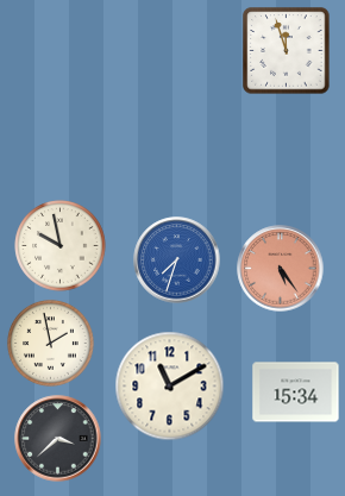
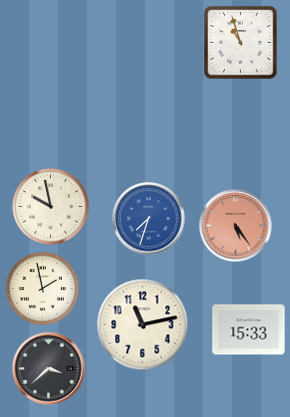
clock at (287, 51): 11:57 -> 10:57
clock at (170, 387): 11:10 -> 11:13
clock at (296, 393): 15:34 -> 15:33
